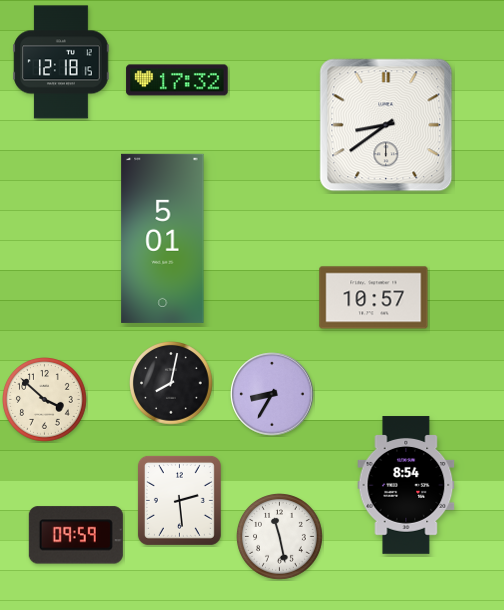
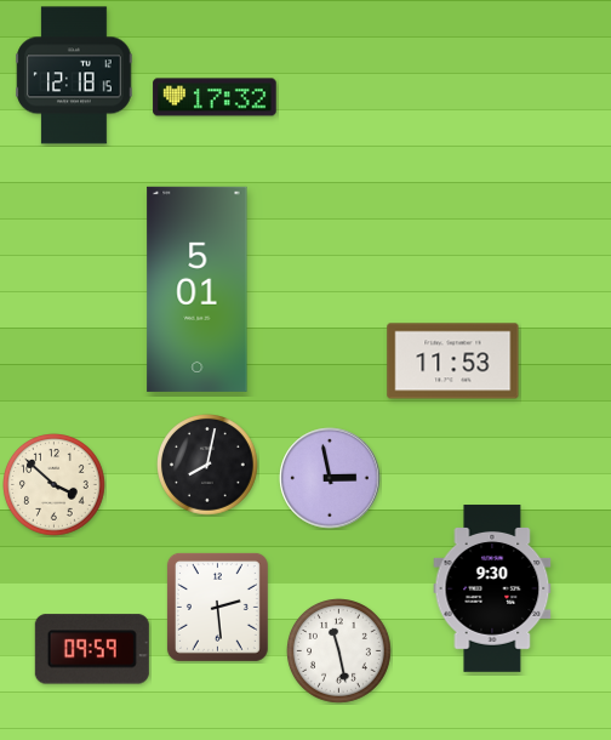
clock at (386, 125): 8:39 -> none
clock at (374, 298): 10:57 -> 11:53
clock at (272, 394): 8:35 -> 2:58
clock at (406, 485): 8:54 -> 9:30
